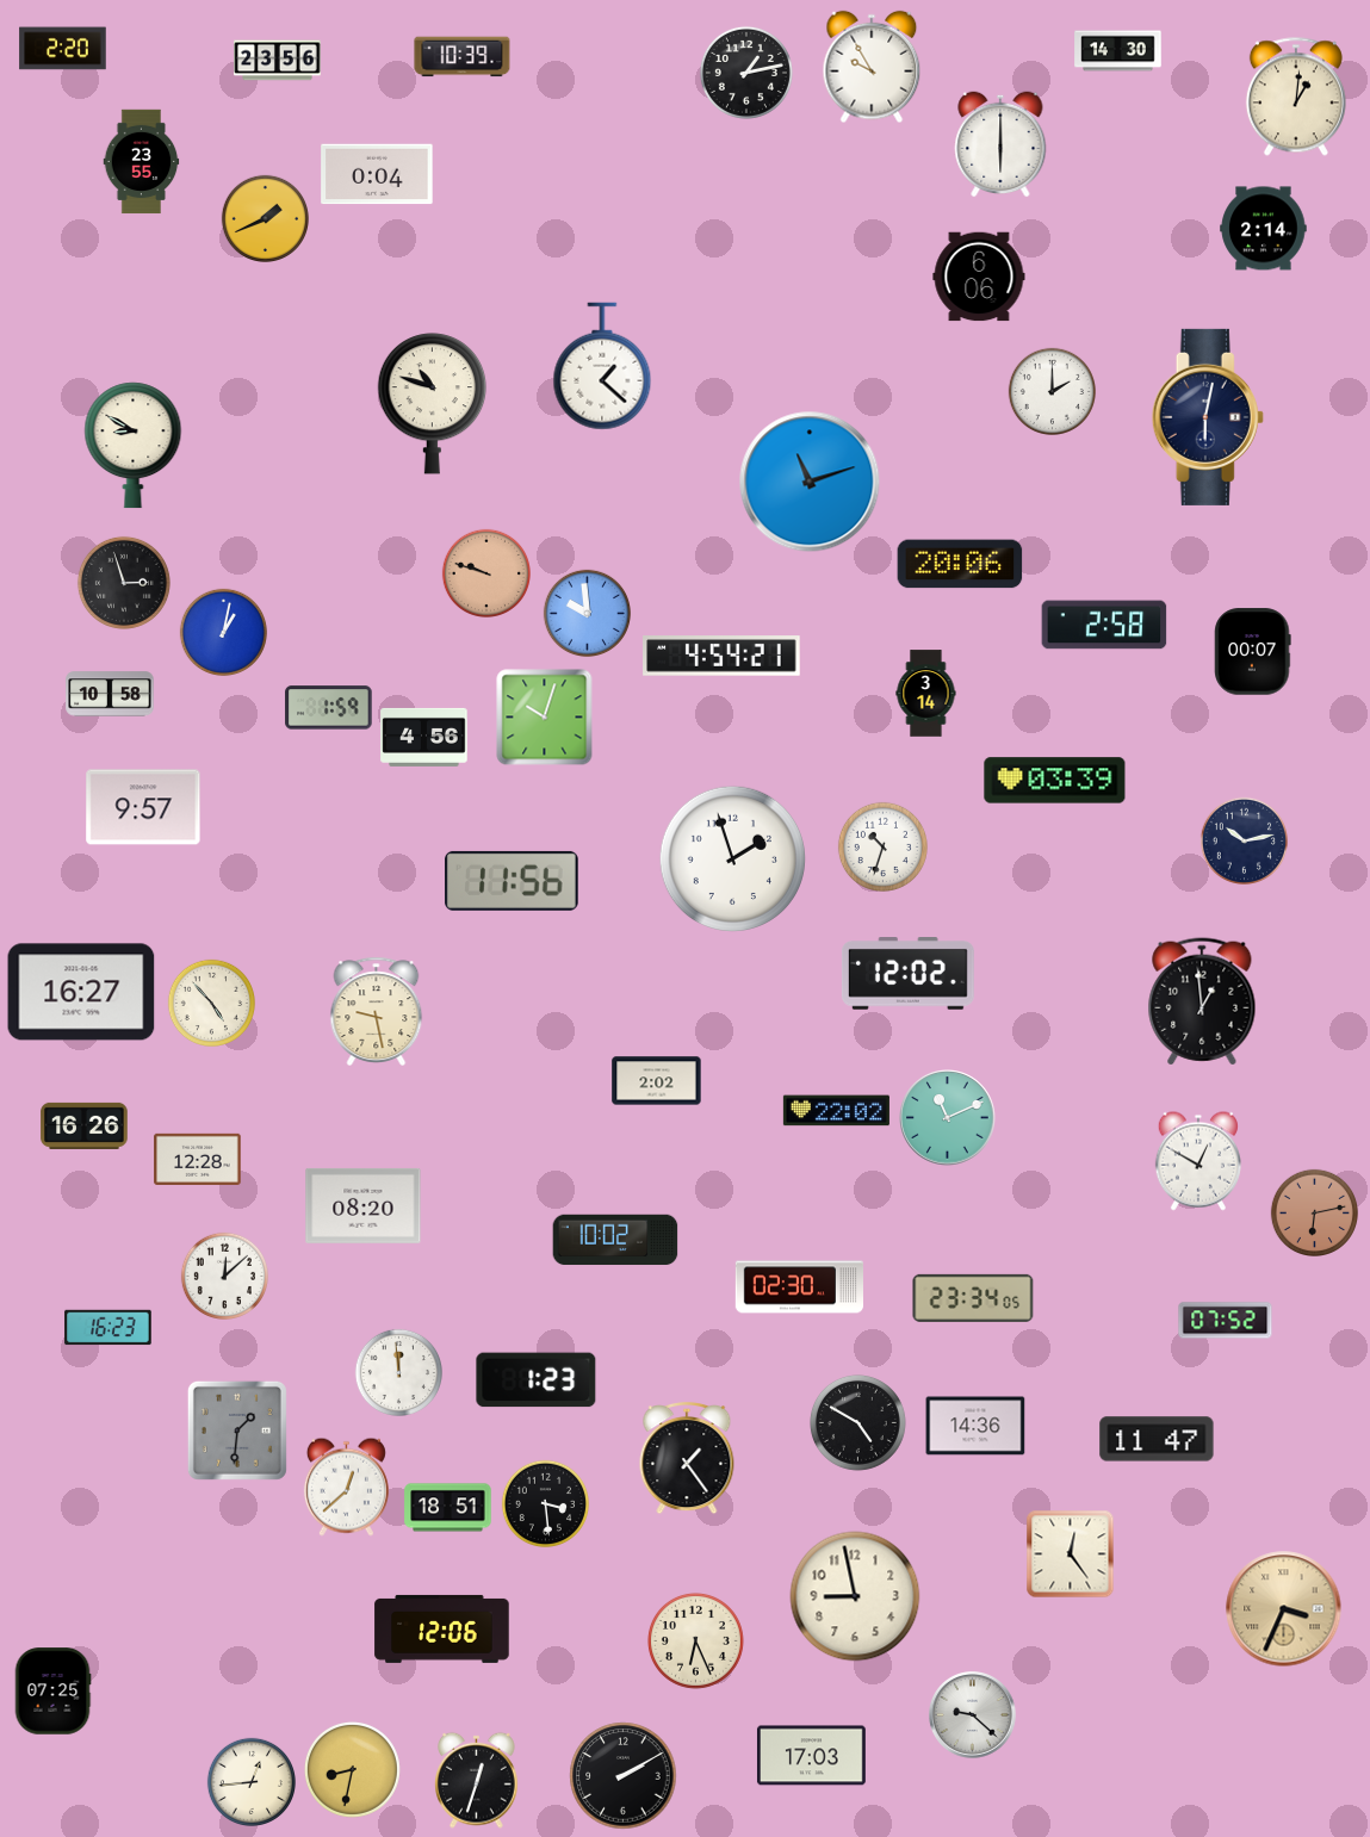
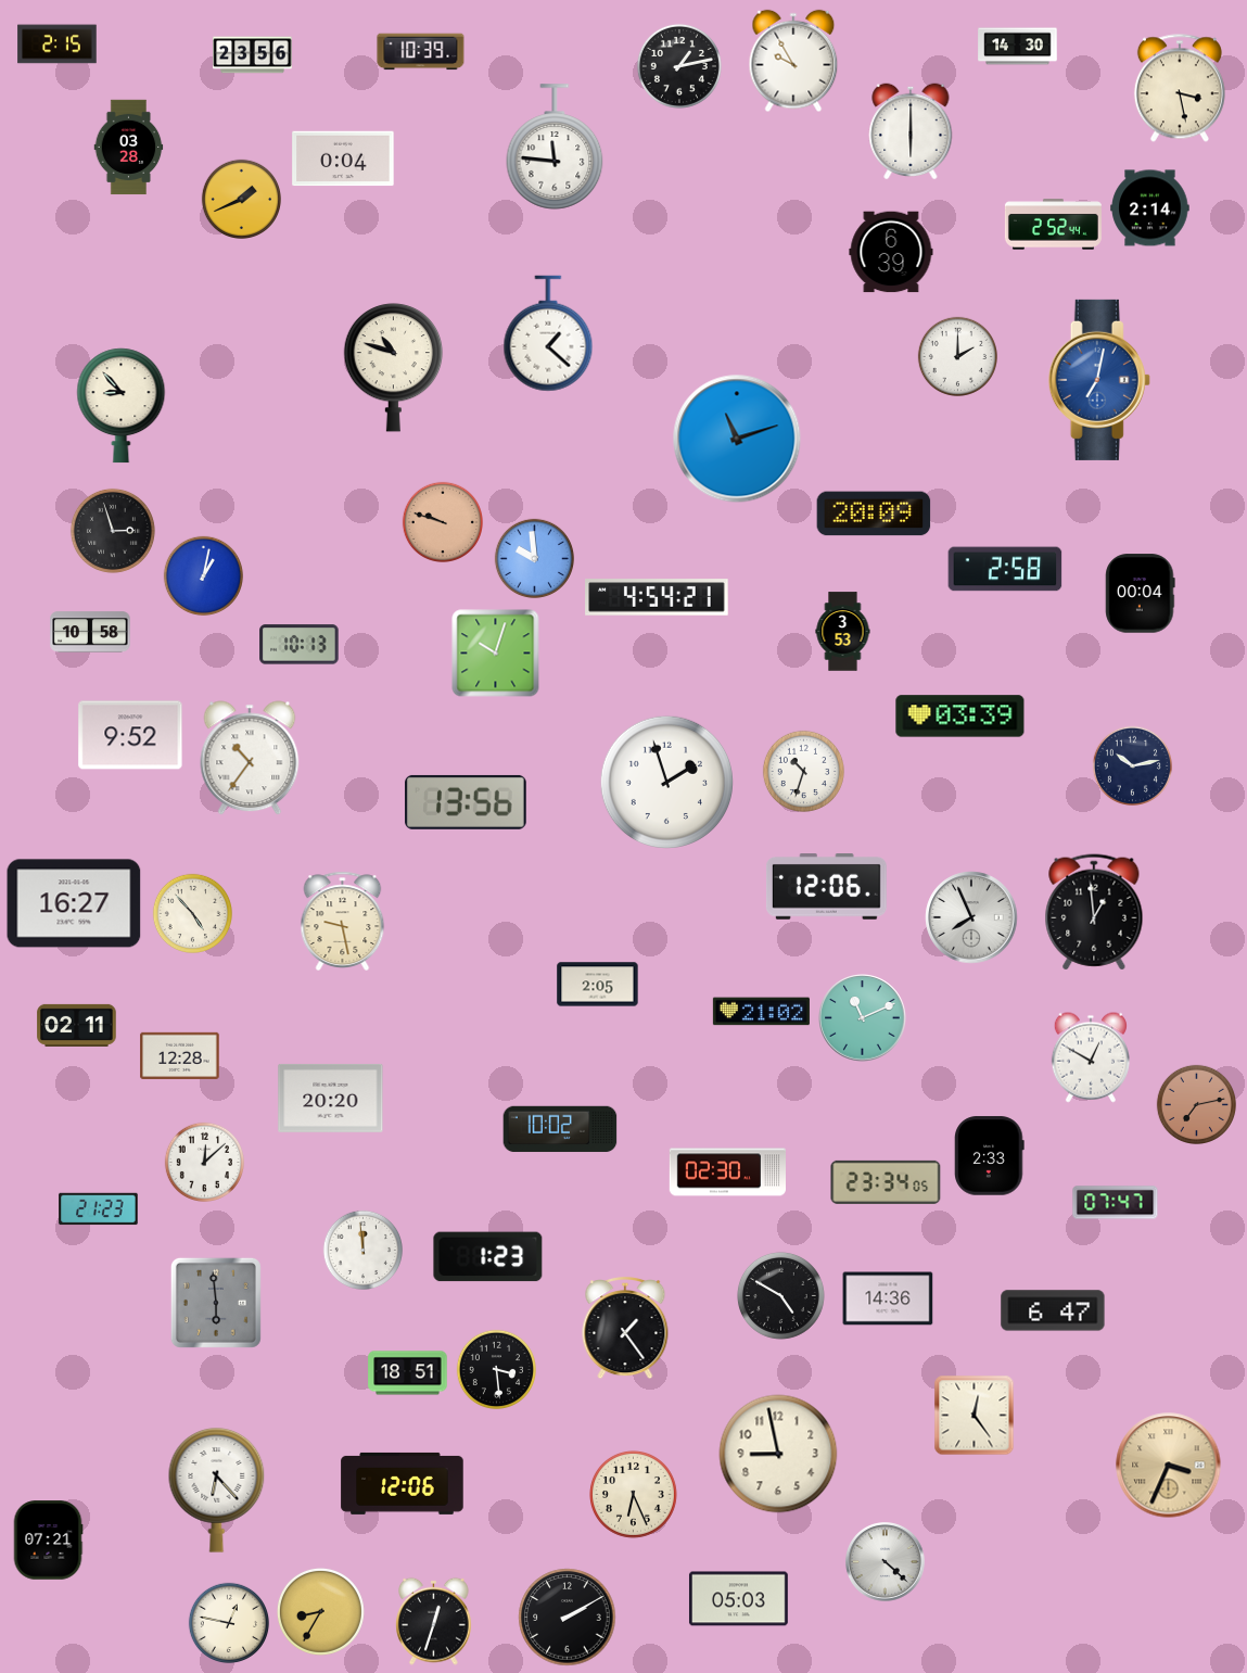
clock at (63, 49): 2:20 -> 2:15
clock at (1296, 97): 1:01 -> 3:28
clock at (555, 147): none -> 11:46
clock at (142, 162): 23:55 -> 03:28
clock at (1053, 225): none -> 2:52
clock at (979, 277): 6:06 -> 6:39
clock at (1208, 417): 6:02 -> 7:02
clock at (1208, 417) dial: navy -> blue
clock at (134, 446): 8:50 -> 8:53
clock at (960, 564): 20:06 -> 20:09
clock at (1253, 652): 00:07 -> 00:04
clock at (110, 694) position: (110, 694) -> (90, 632)
clock at (926, 694): 3:14 -> 3:53
clock at (329, 708): 1:59 -> 10:13
clock at (424, 737): 4:56 -> none
clock at (1055, 781) position: (1055, 781) -> (960, 717)
clock at (143, 807): 9:57 -> 9:52
clock at (250, 758): none -> 10:36
clock at (513, 881): 11:56 -> 13:56
clock at (907, 974): 12:02 -> 12:06
clock at (971, 917): none -> 7:56
clock at (657, 1081): 2:02 -> 2:05
clock at (836, 1111): 22:02 -> 21:02
clock at (85, 1125): 16:26 -> 02:11
clock at (364, 1205): 08:20 -> 20:20
clock at (1314, 1212): 6:13 -> 7:13
clock at (990, 1156): none -> 2:33
clock at (1226, 1321): 07:52 -> 07:47
clock at (109, 1328): 16:23 -> 21:23
clock at (237, 1430): 1:31 -> 5:59
clock at (1157, 1439): 11:47 -> 6:47
clock at (346, 1487): 12:38 -> none
clock at (217, 1491): none -> 6:23
clock at (52, 1692): 07:25 -> 07:21
clock at (973, 1715): 9:22 -> 4:22
clock at (811, 1756): 17:03 -> 05:03
clock at (352, 1769): 8:32 -> 8:35
clock at (250, 1781): 12:44 -> 12:47
